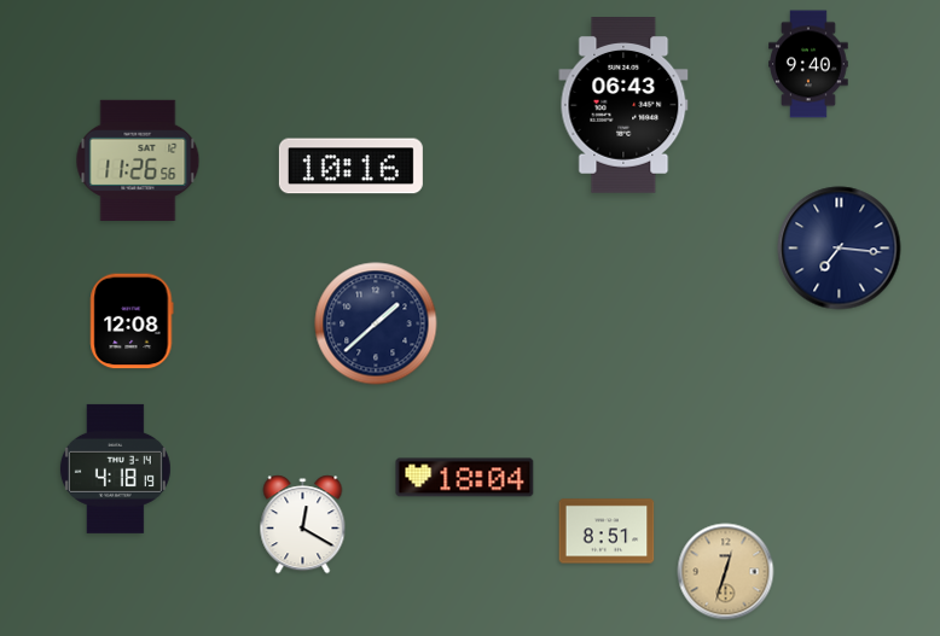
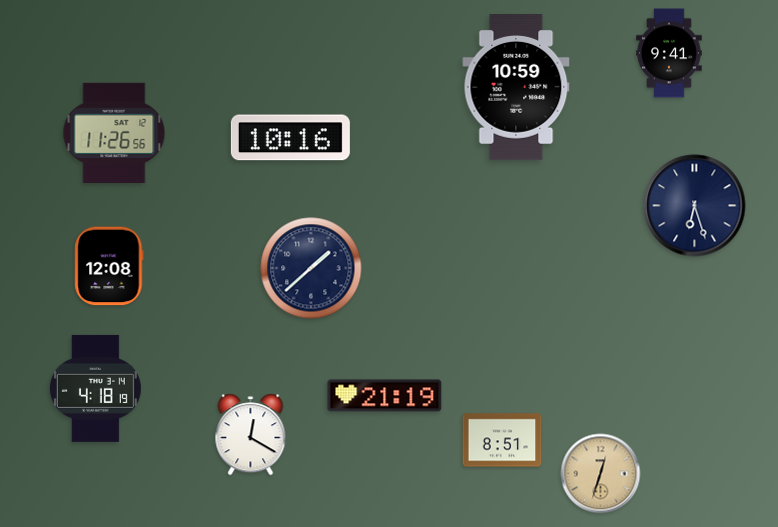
clock at (808, 64): 9:40 -> 9:41
clock at (623, 106): 06:43 -> 10:59
clock at (840, 249): 7:16 -> 6:27
clock at (465, 478): 18:04 -> 21:19
